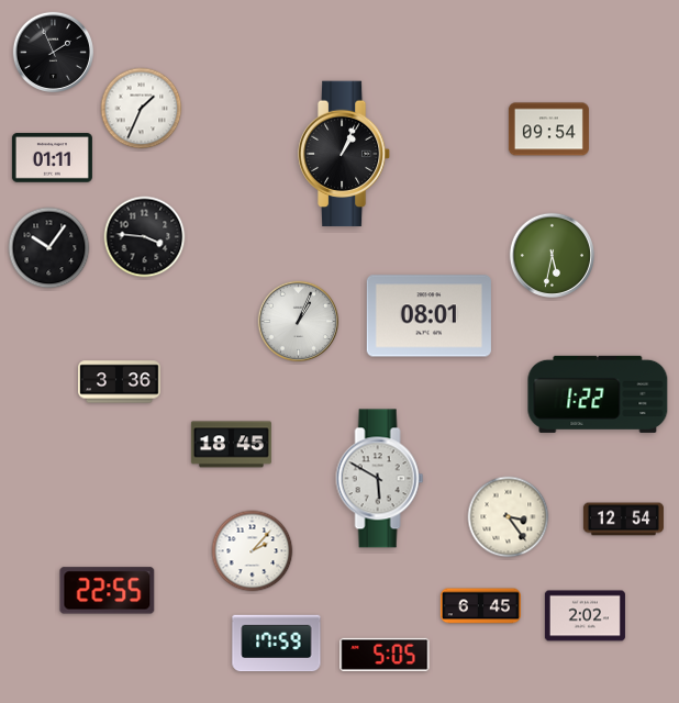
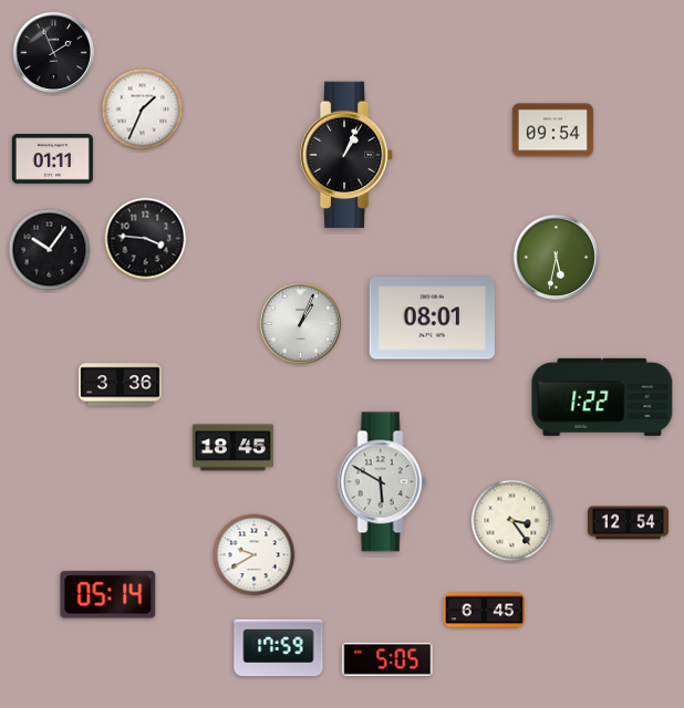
clock at (253, 551): 2:07 -> 9:40
clock at (108, 591): 22:55 -> 05:14
clock at (585, 616): 2:02 -> none
